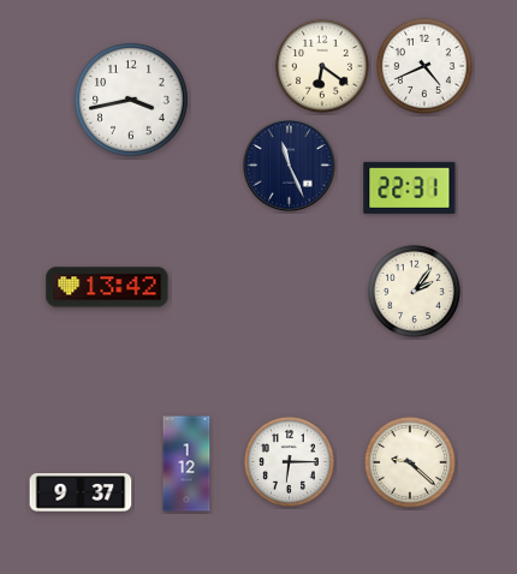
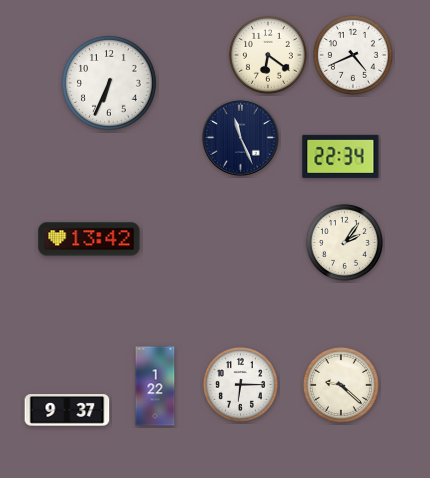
clock at (131, 100): 3:43 -> 6:34
clock at (410, 187): 22:31 -> 22:34
clock at (186, 464): 1:12 -> 1:22
